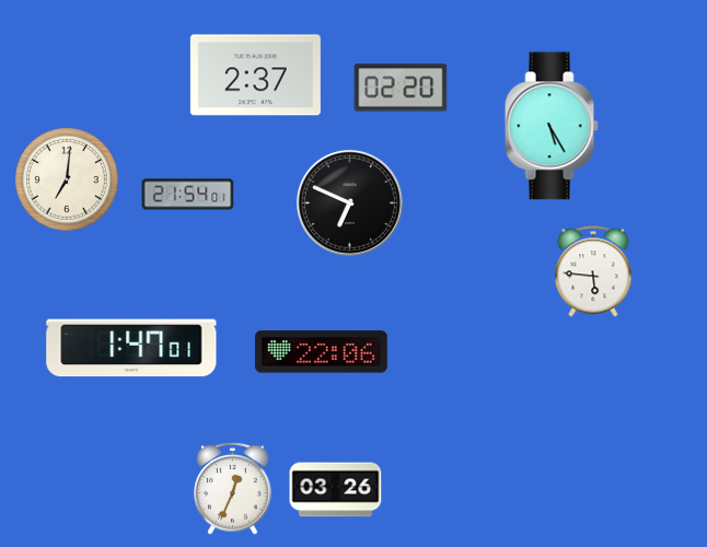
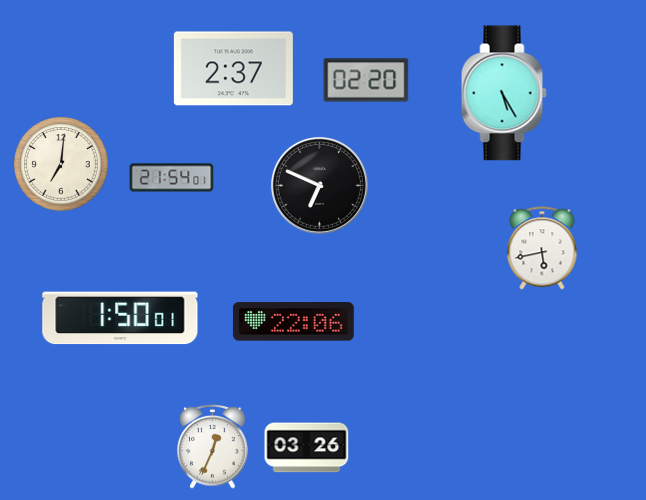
clock at (552, 126) position: (552, 126) -> (504, 93)
clock at (593, 271): 5:46 -> 5:43
clock at (131, 348): 1:47 -> 1:50
